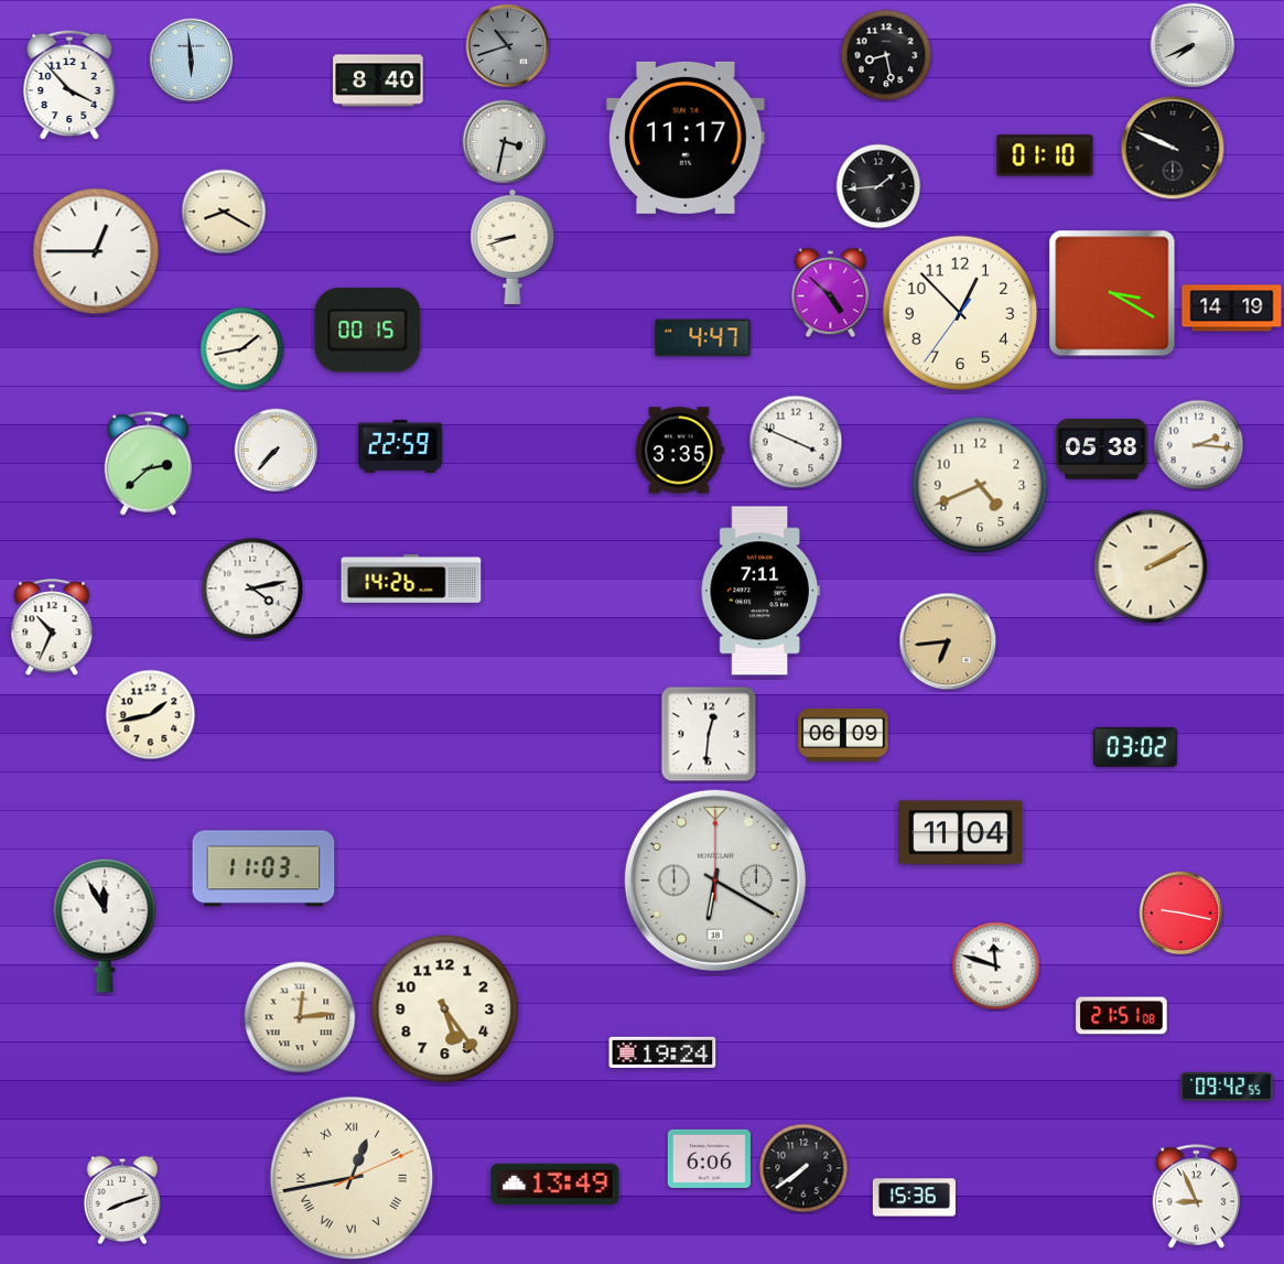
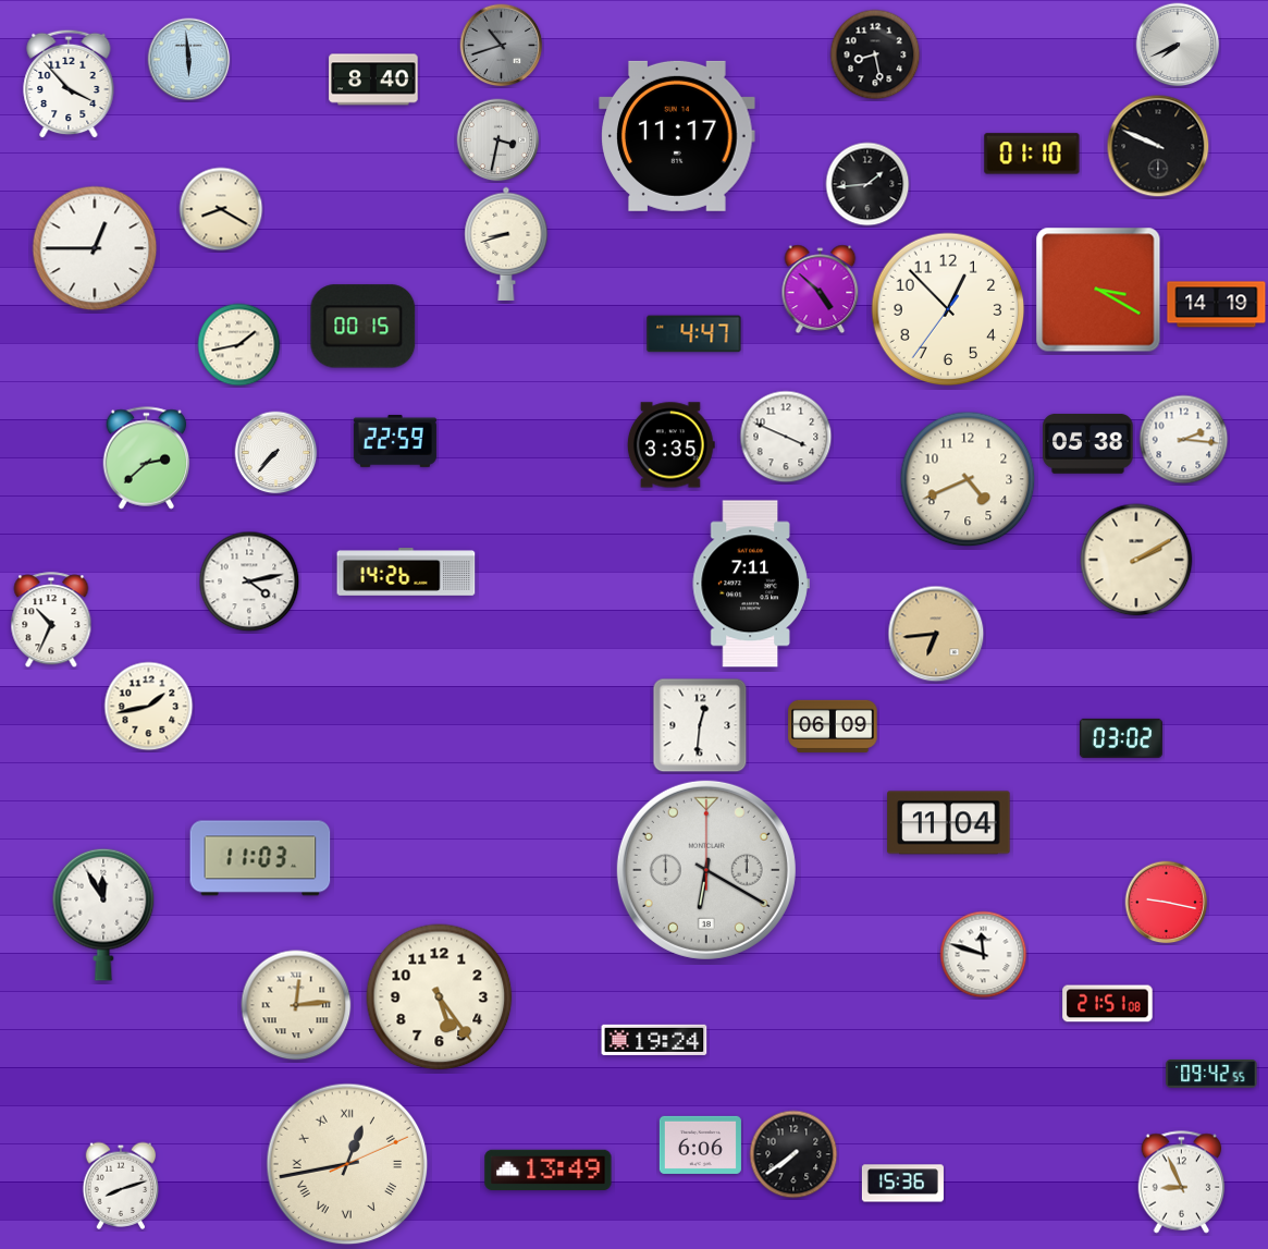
clock at (277, 451) position: (277, 451) -> (276, 453)
